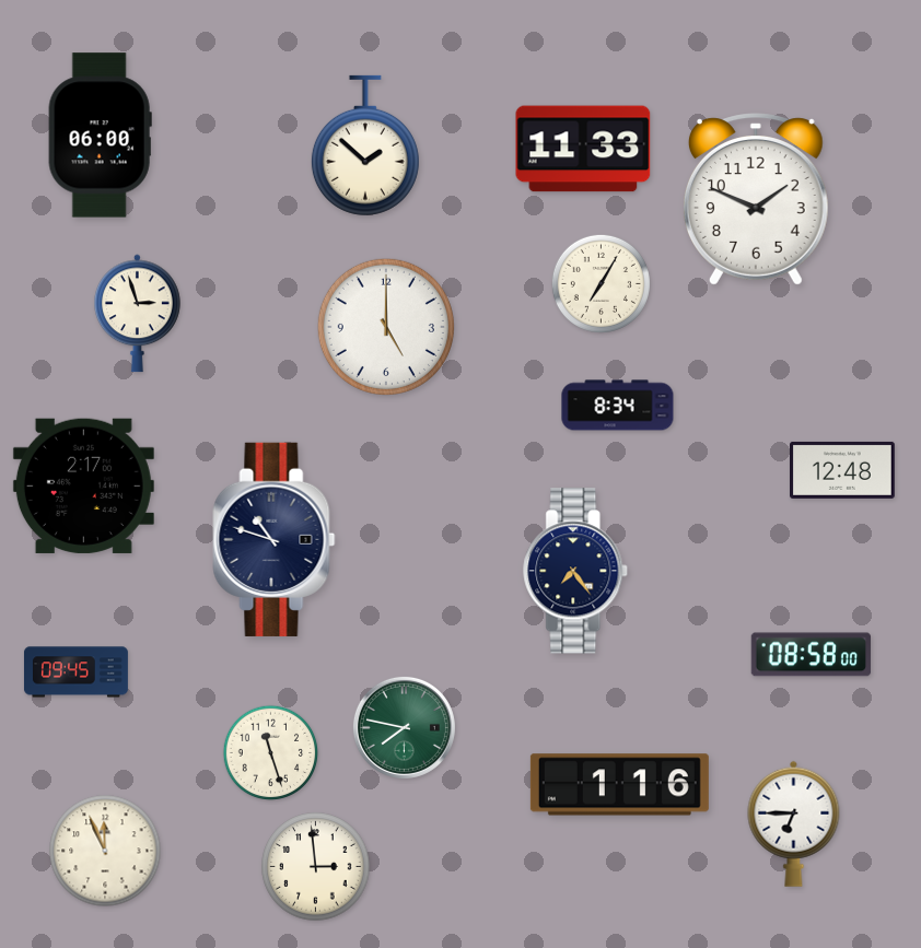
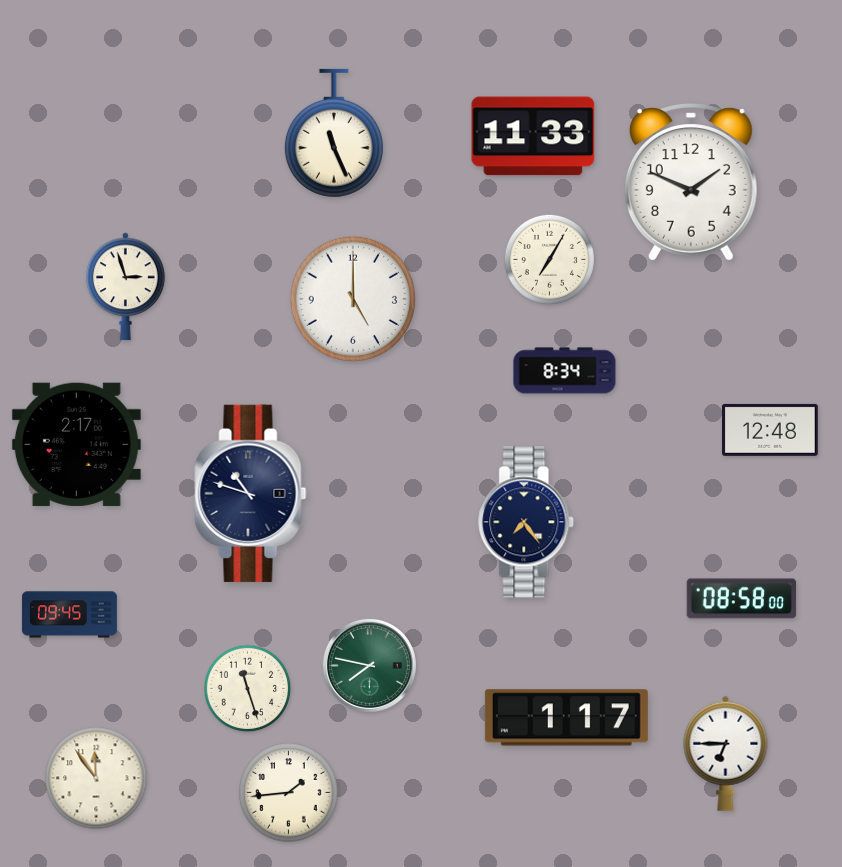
clock at (100, 136): 06:00 -> none
clock at (365, 145): 1:52 -> 11:26
clock at (619, 785): 1:16 -> 1:17
clock at (105, 851): 11:56 -> 11:54
clock at (316, 867): 2:59 -> 1:44
